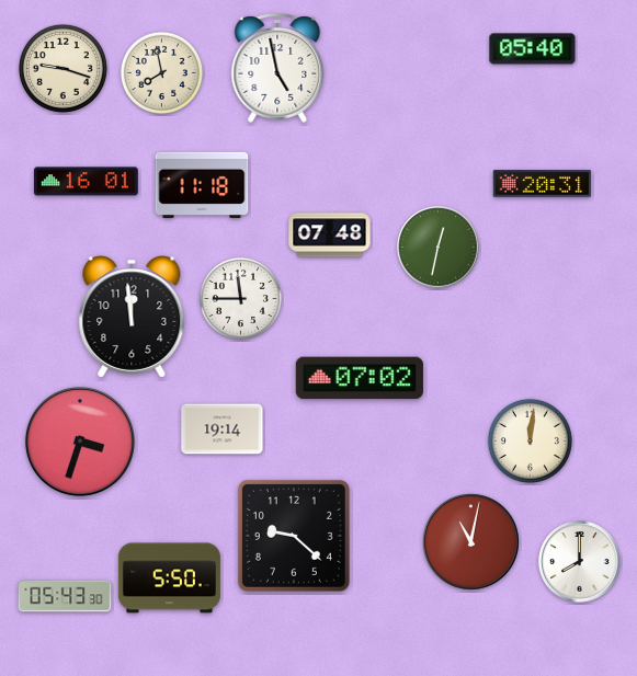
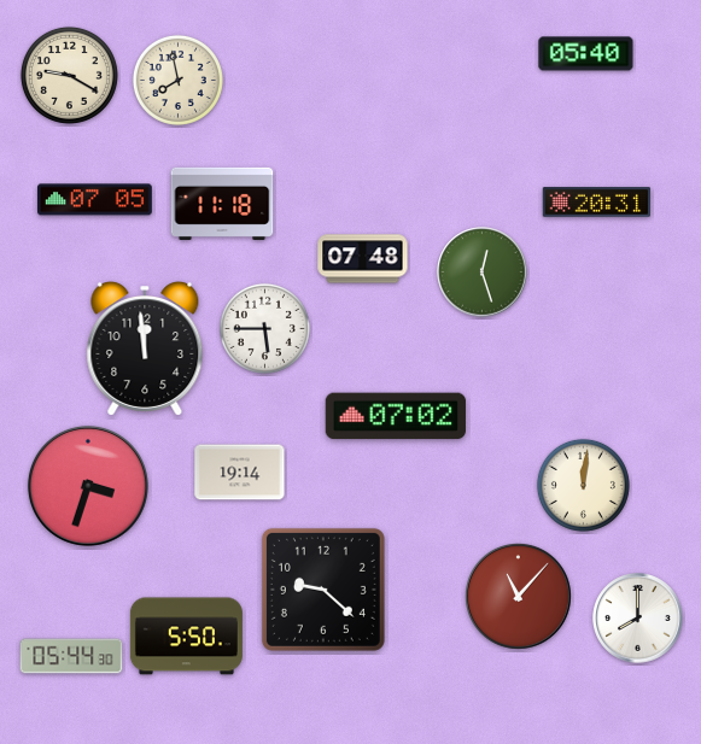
clock at (62, 68): 9:18 -> 9:20
clock at (277, 69): 4:58 -> none
clock at (86, 182): 16:01 -> 07:05
clock at (439, 248): 12:32 -> 12:27
clock at (240, 298): 11:45 -> 5:45
clock at (223, 429) position: (223, 429) -> (240, 473)
clock at (471, 542): 11:02 -> 11:07
clock at (65, 596): 05:43 -> 05:44
